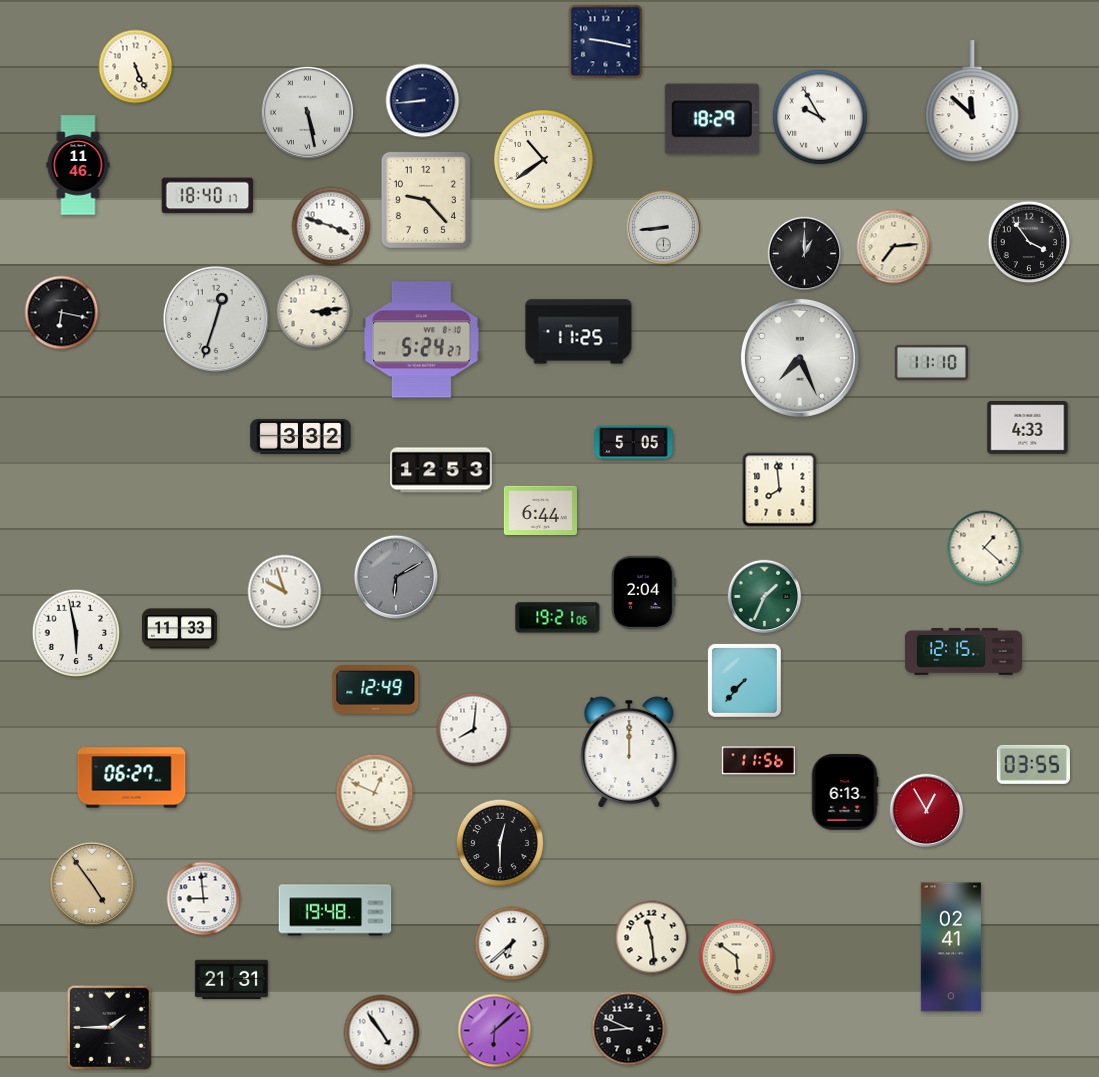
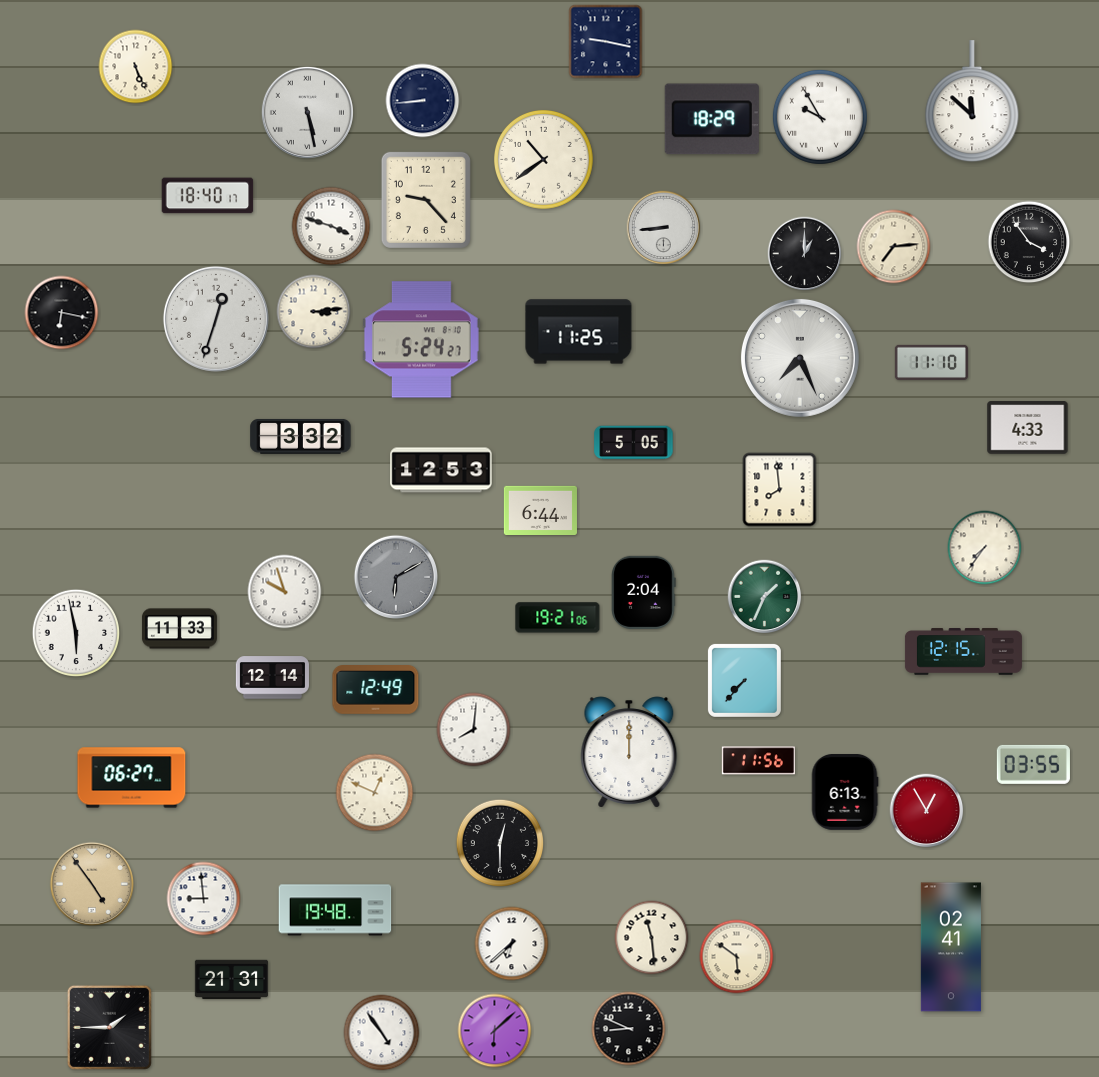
clock at (78, 165): 11:46 -> none
clock at (985, 548): 1:22 -> 7:36
clock at (272, 678): none -> 12:14
